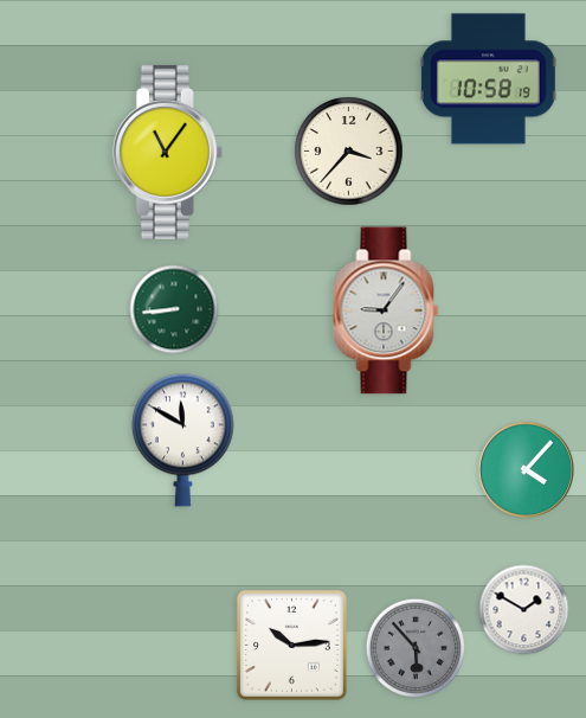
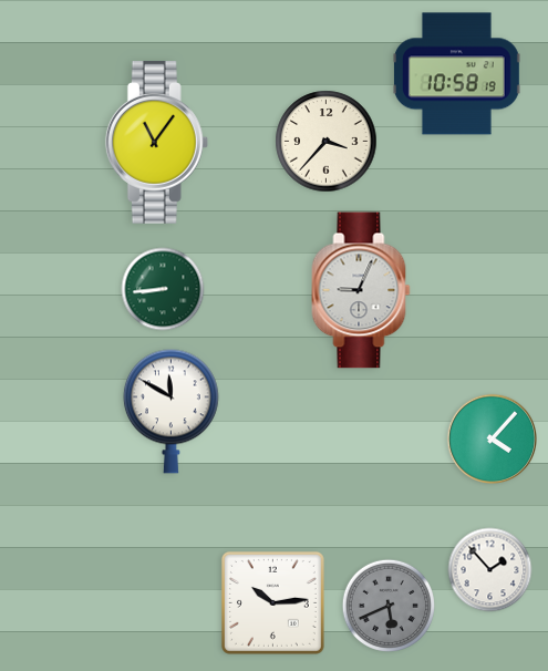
clock at (386, 310): 9:06 -> 9:04
clock at (524, 610): 1:50 -> 1:53
clock at (414, 647): 5:53 -> 5:41
